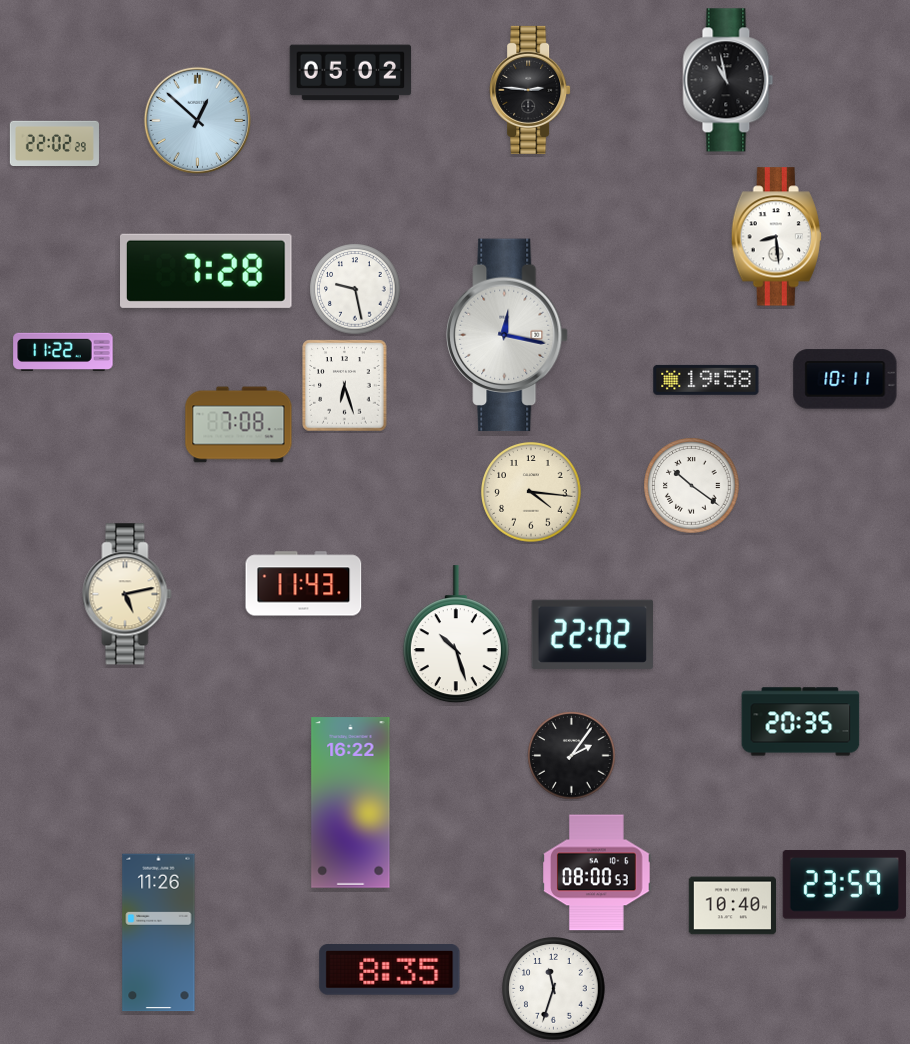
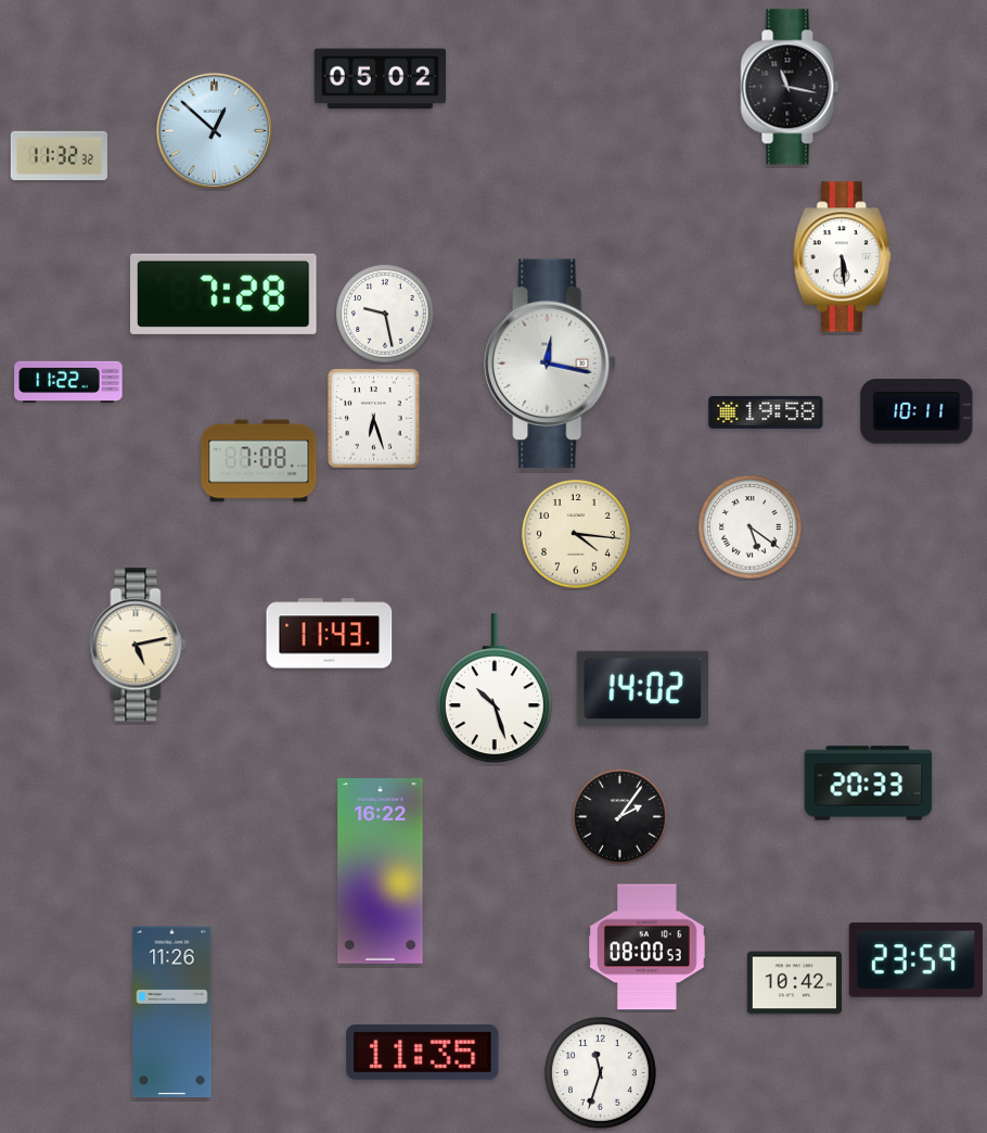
clock at (728, 80): 10:58 -> 11:17
clock at (530, 90): 2:46 -> none
clock at (54, 143): 22:02 -> 11:32
clock at (776, 237): 8:29 -> 5:29
clock at (692, 486): 10:21 -> 5:21
clock at (592, 634): 22:02 -> 14:02
clock at (801, 722): 20:35 -> 20:33
clock at (572, 756) position: (572, 756) -> (620, 817)
clock at (732, 906): 10:40 -> 10:42
clock at (390, 970): 8:35 -> 11:35
